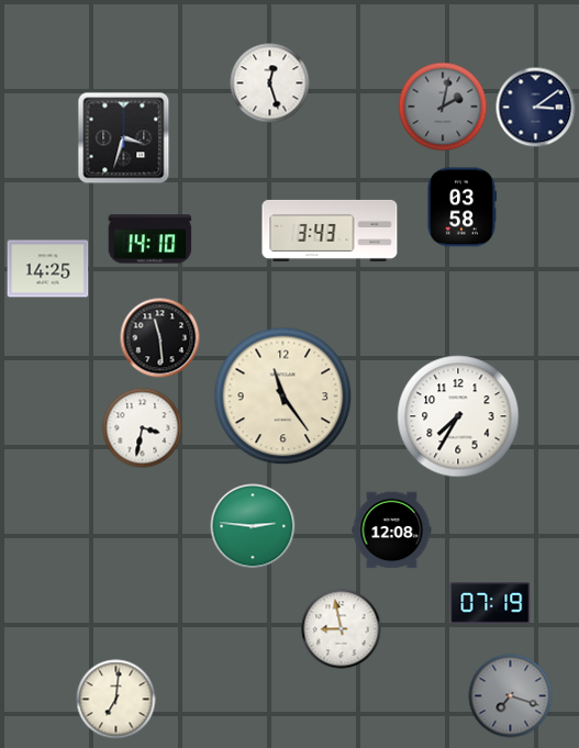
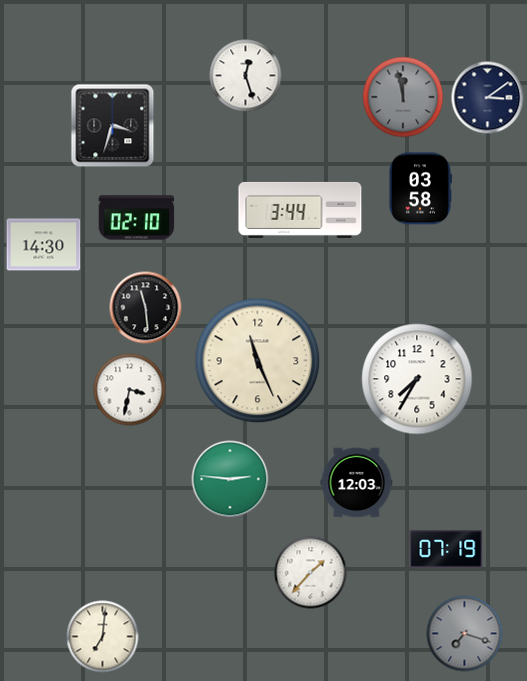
clock at (443, 107): 2:02 -> 11:58
clock at (330, 231): 3:43 -> 3:44
clock at (151, 239): 14:10 -> 02:10
clock at (48, 269): 14:25 -> 14:30
clock at (283, 397): 11:24 -> 11:26
clock at (392, 531): 12:08 -> 12:03
clock at (342, 629): 8:58 -> 1:37
clock at (116, 700) position: (116, 700) -> (103, 637)
